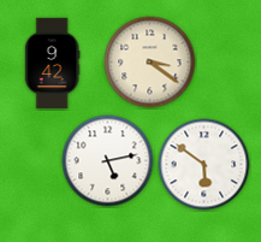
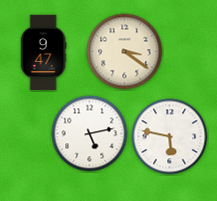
clock at (52, 64): 9:42 -> 9:47
clock at (204, 165): 5:51 -> 5:47
